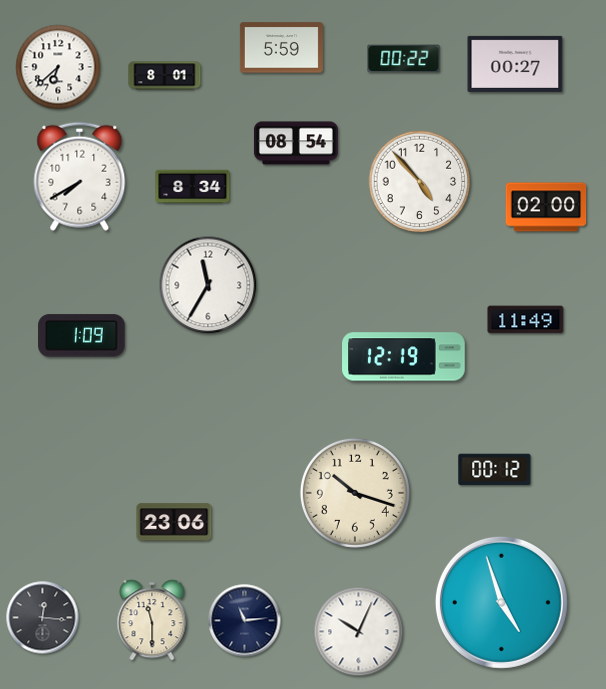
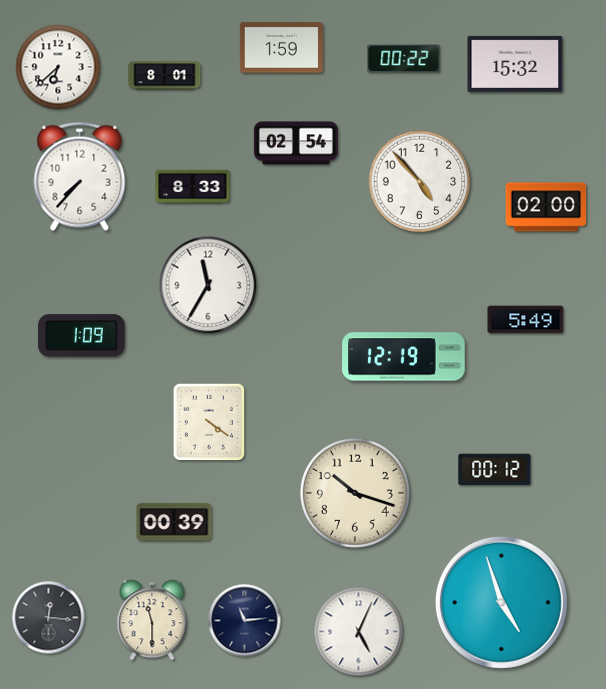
clock at (281, 48): 5:59 -> 1:59
clock at (515, 64): 00:27 -> 15:32
clock at (296, 143): 08:54 -> 02:54
clock at (80, 176): 7:40 -> 7:37
clock at (193, 187): 8:34 -> 8:33
clock at (526, 320): 11:49 -> 5:49
clock at (209, 422): none -> 4:21
clock at (174, 522): 23:06 -> 00:39
clock at (43, 618) position: (43, 618) -> (49, 618)
clock at (359, 632): 10:04 -> 5:04
